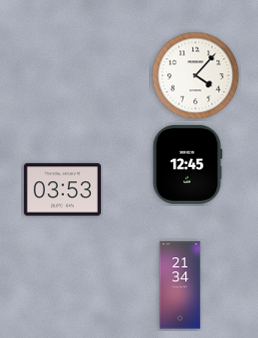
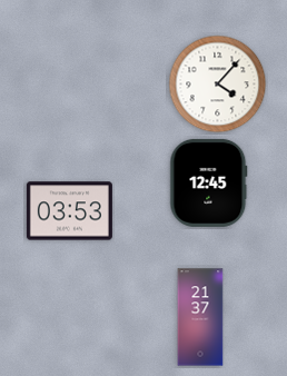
clock at (180, 285): 21:34 -> 21:37
